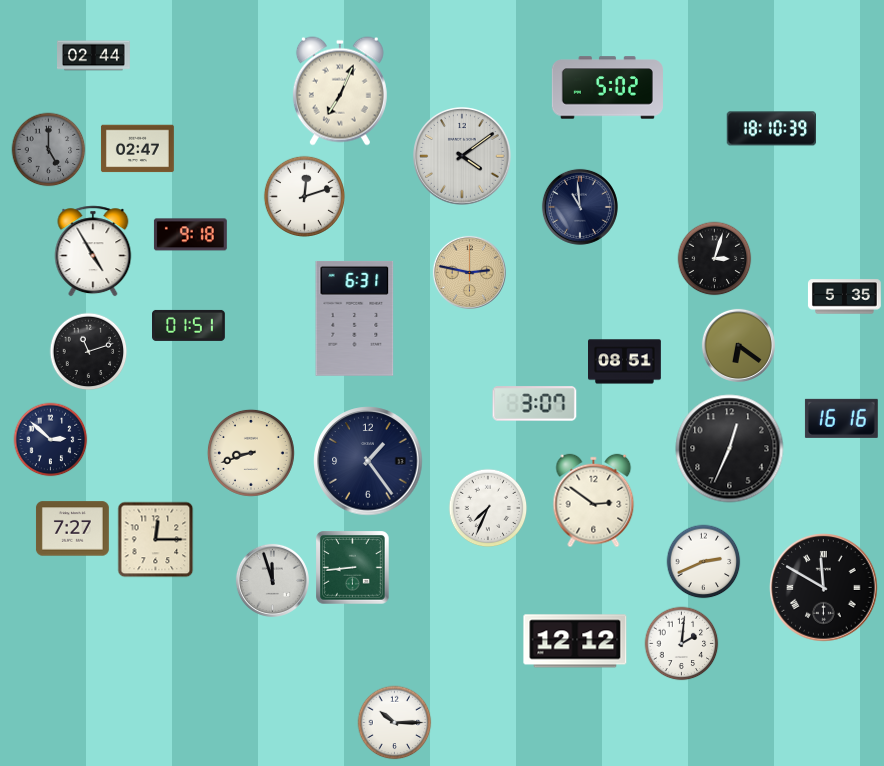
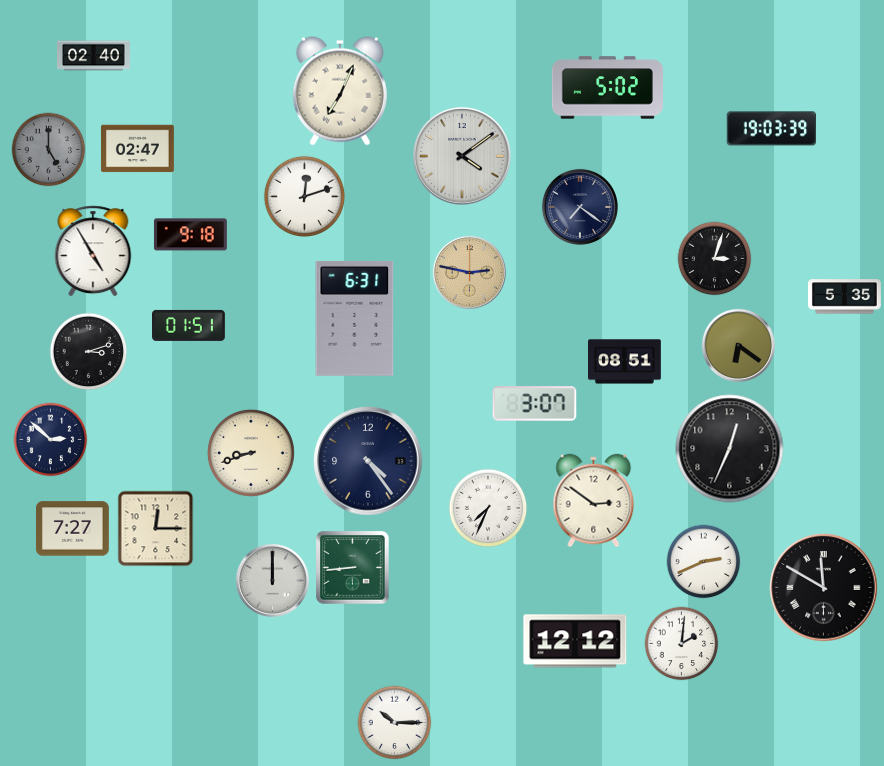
clock at (94, 56): 02:44 -> 02:40
clock at (771, 129): 18:10 -> 19:03
clock at (580, 207): 10:59 -> 7:21
clock at (89, 352): 11:12 -> 3:12
clock at (841, 418): 16:16 -> none
clock at (368, 461): 1:24 -> 4:24
clock at (156, 540) position: (156, 540) -> (156, 529)
clock at (272, 580): 11:57 -> 12:00
